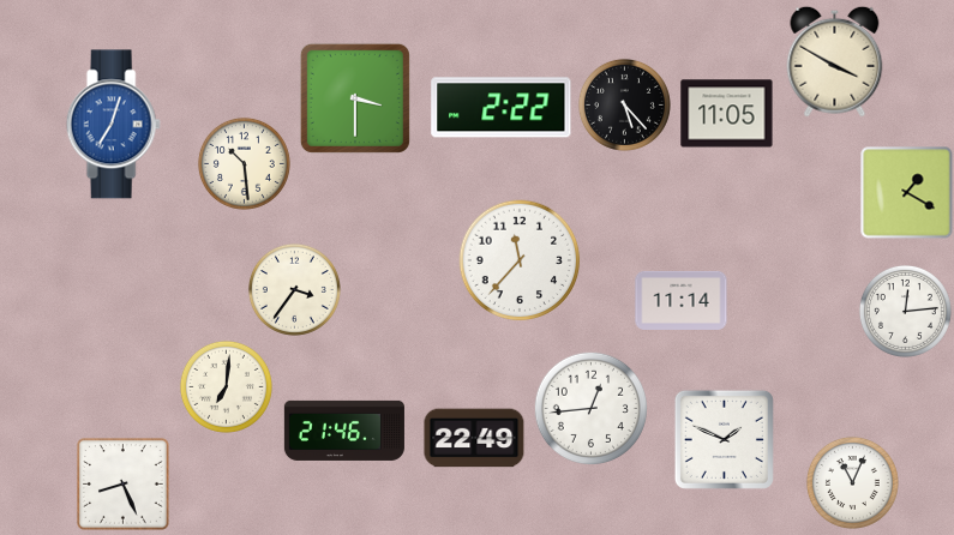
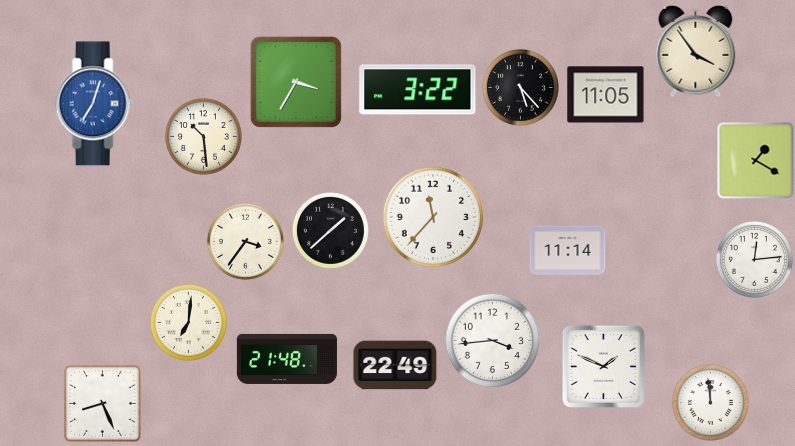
clock at (835, 61): 3:50 -> 3:54
clock at (355, 98): 3:30 -> 3:35
clock at (502, 108): 2:22 -> 3:22
clock at (330, 230): none -> 1:38
clock at (590, 408): 12:44 -> 3:44
clock at (344, 431): 21:46 -> 21:48
clock at (852, 482): 11:04 -> 11:59
